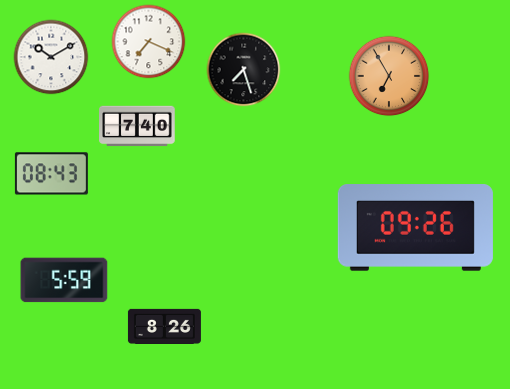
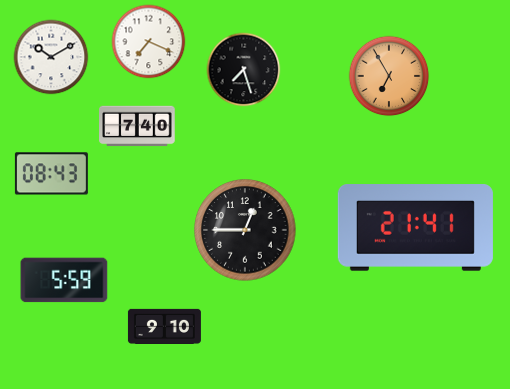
clock at (415, 228): 09:26 -> 21:41
clock at (245, 230): none -> 12:45
clock at (164, 326): 8:26 -> 9:10
